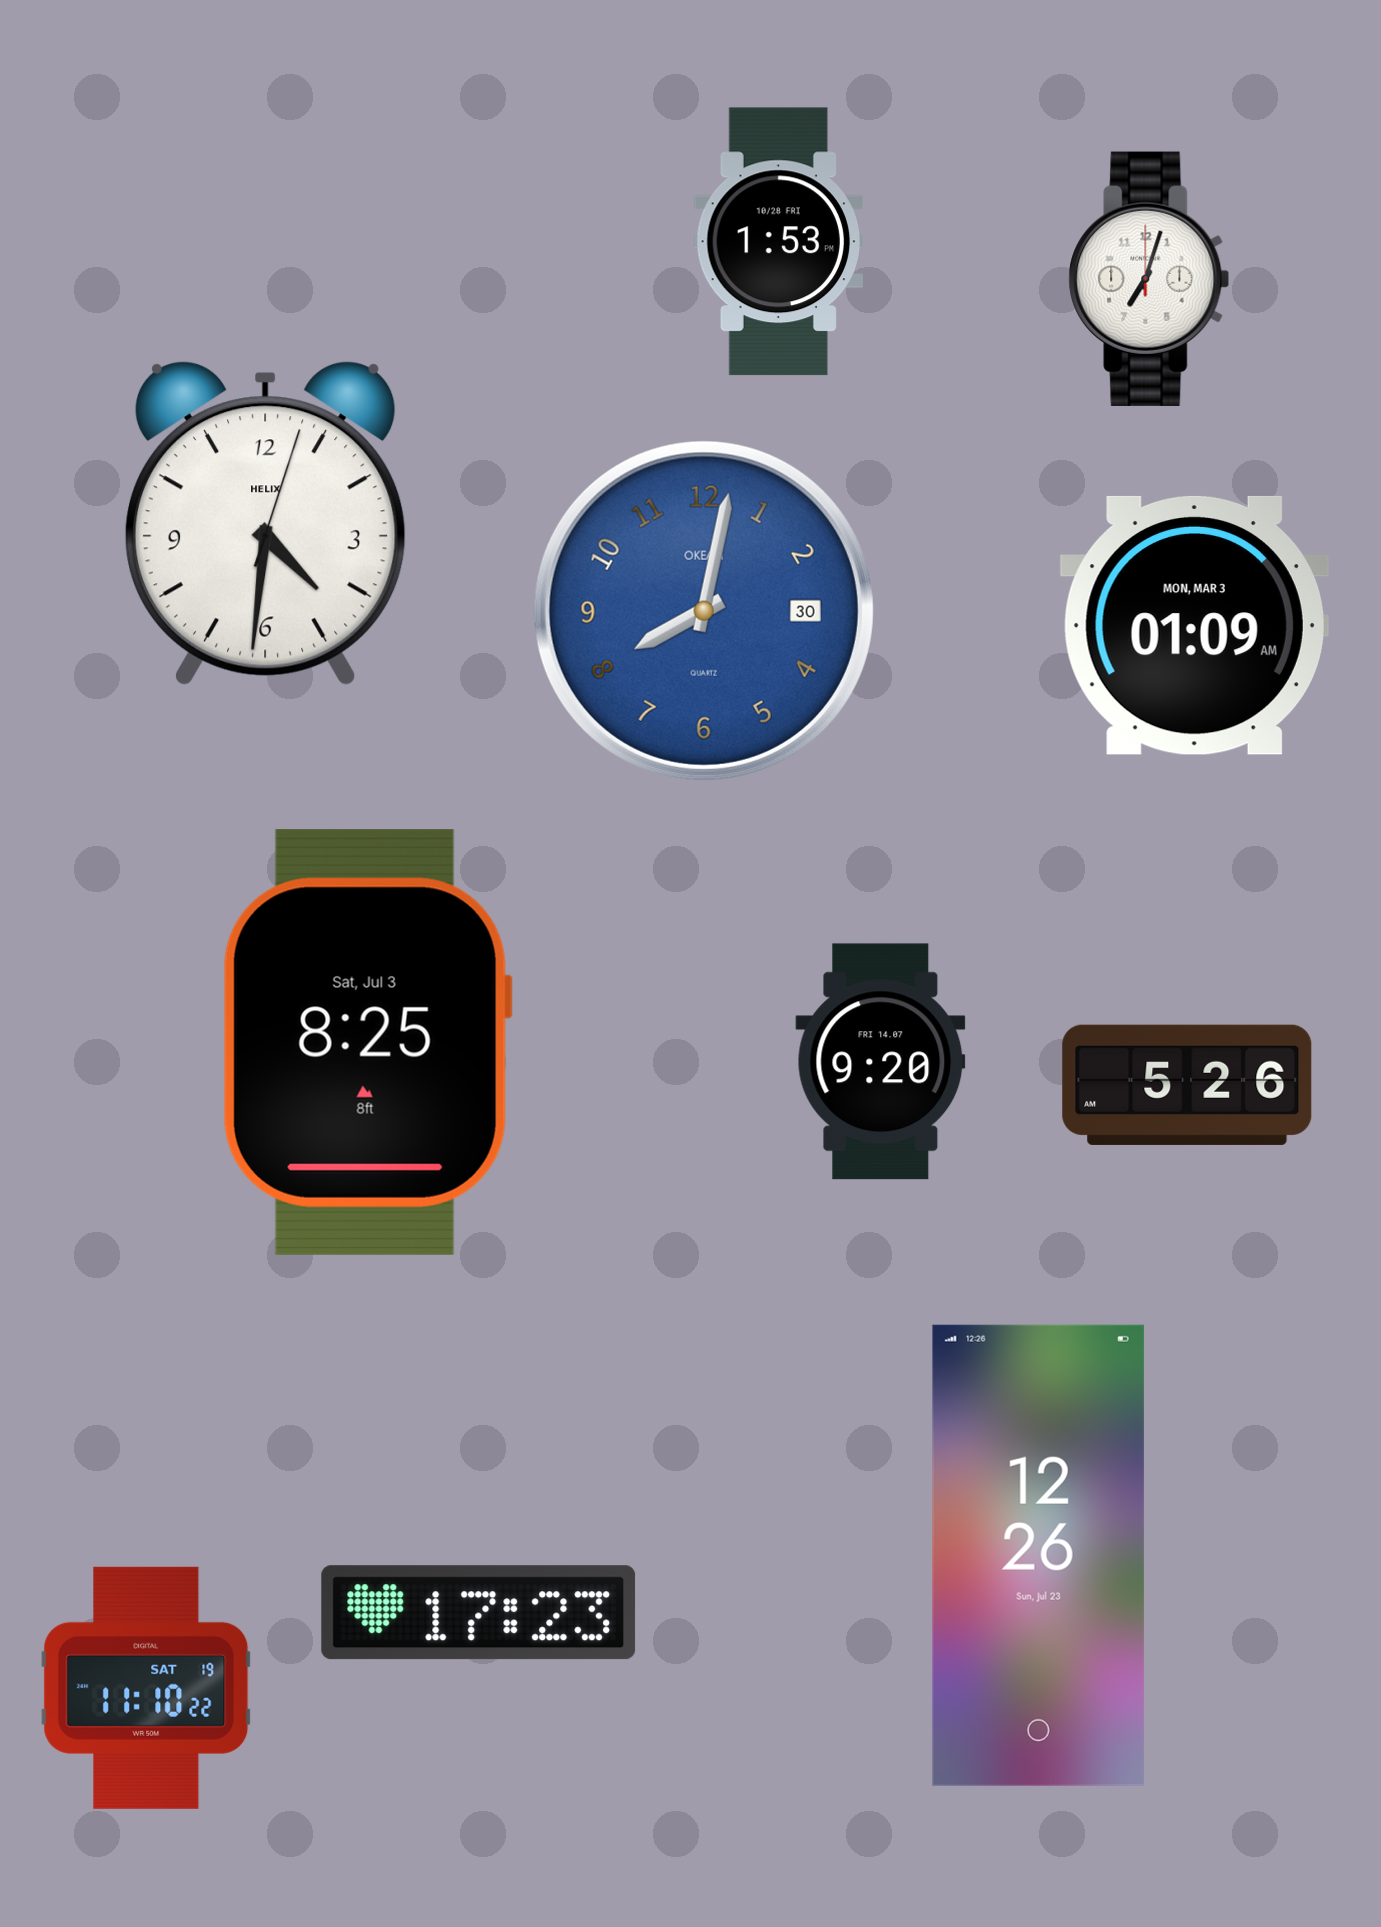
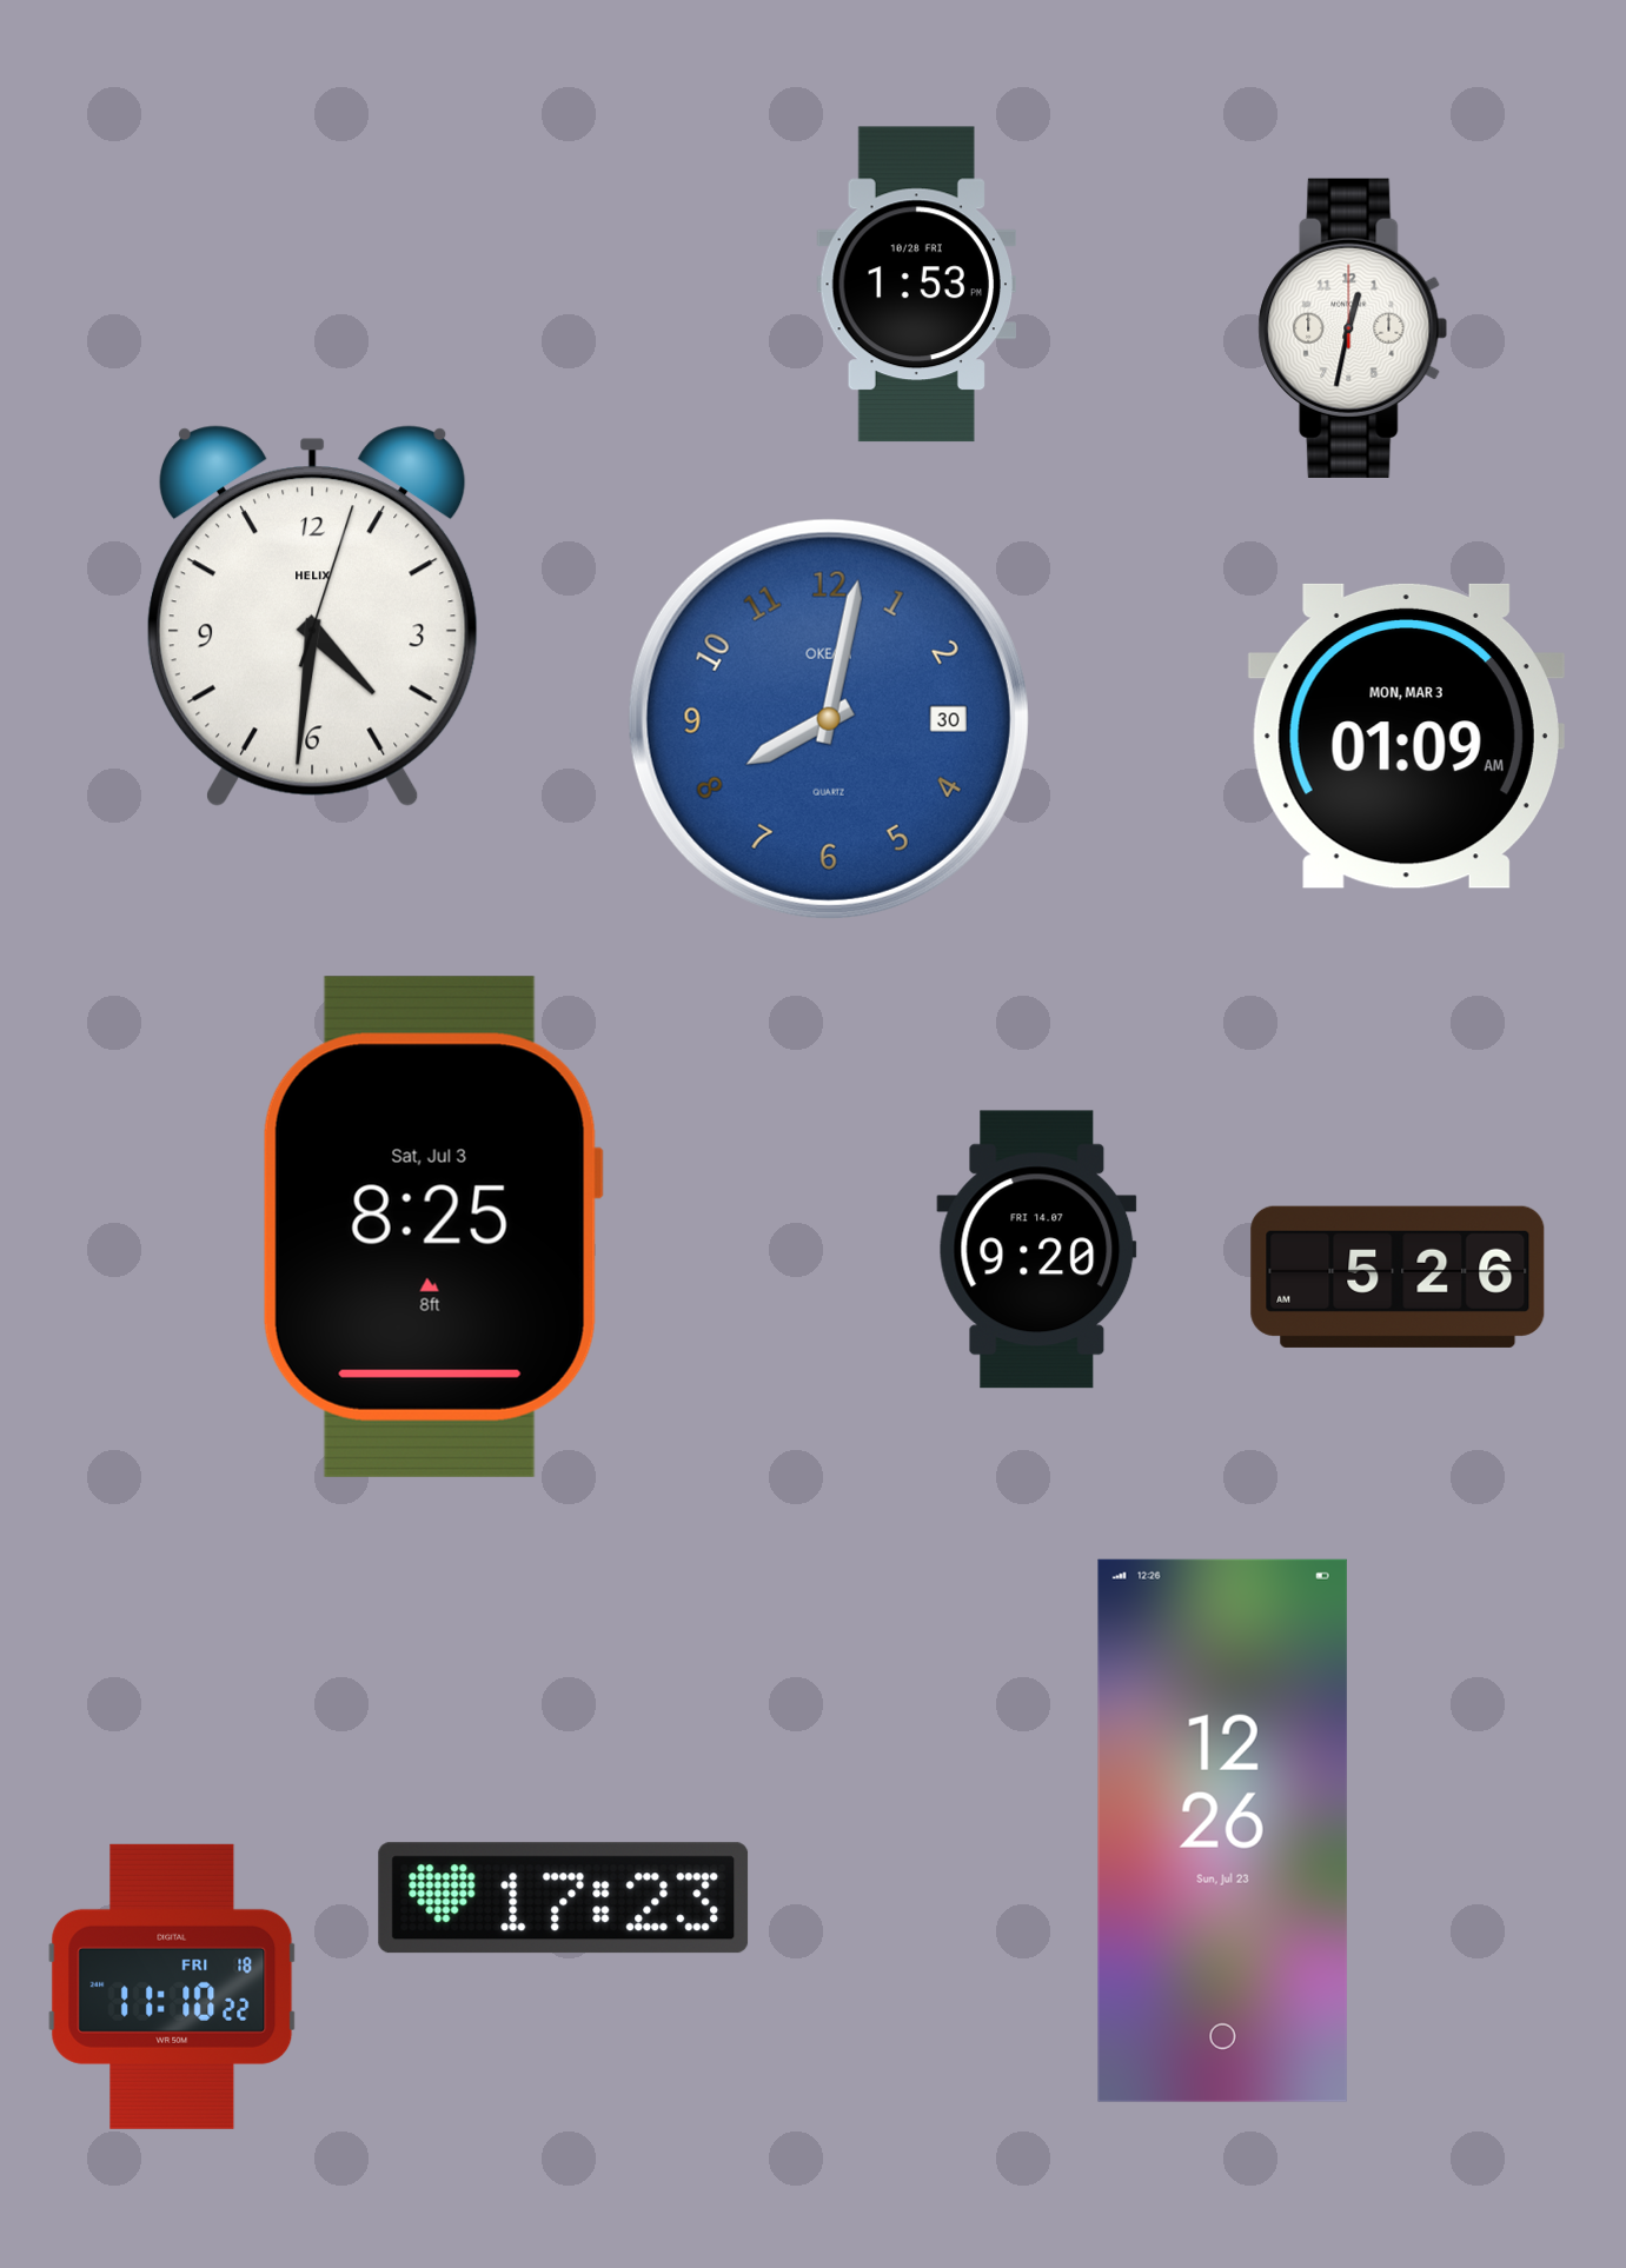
clock at (1149, 279): 7:03 -> 12:32
clock at (146, 1688) date: SAT 19 -> FRI 18
